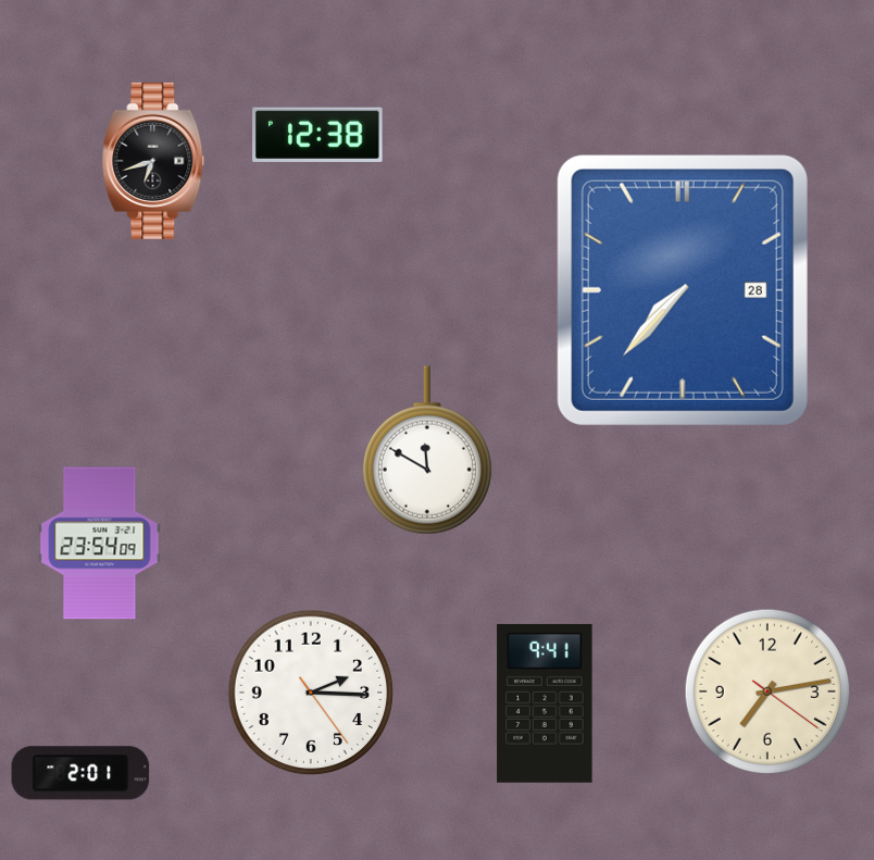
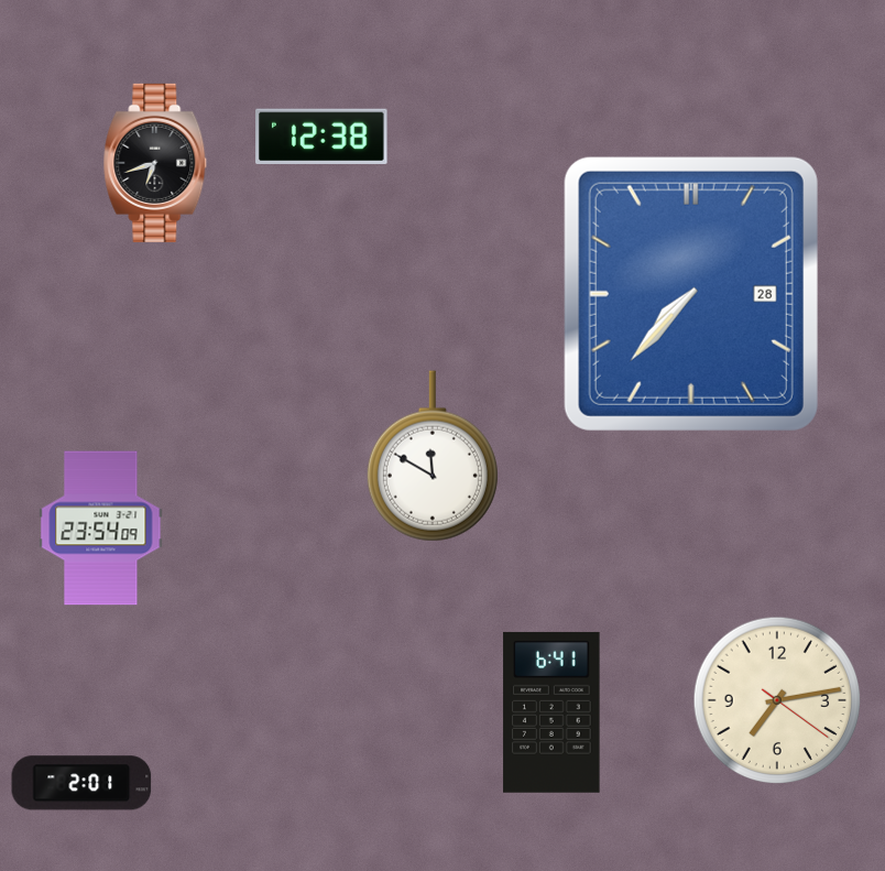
clock at (100, 544) position: (100, 544) -> (101, 529)
clock at (311, 693): 2:15 -> none
clock at (545, 703): 9:41 -> 6:41
